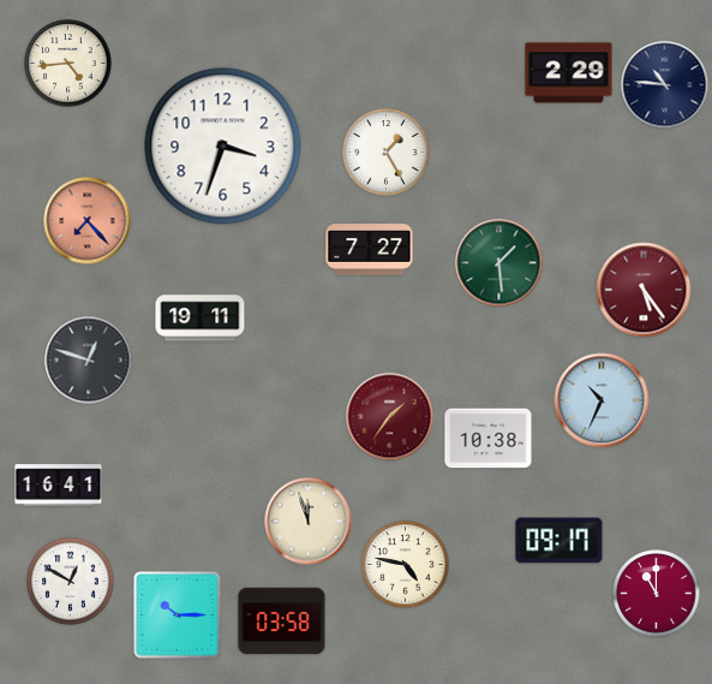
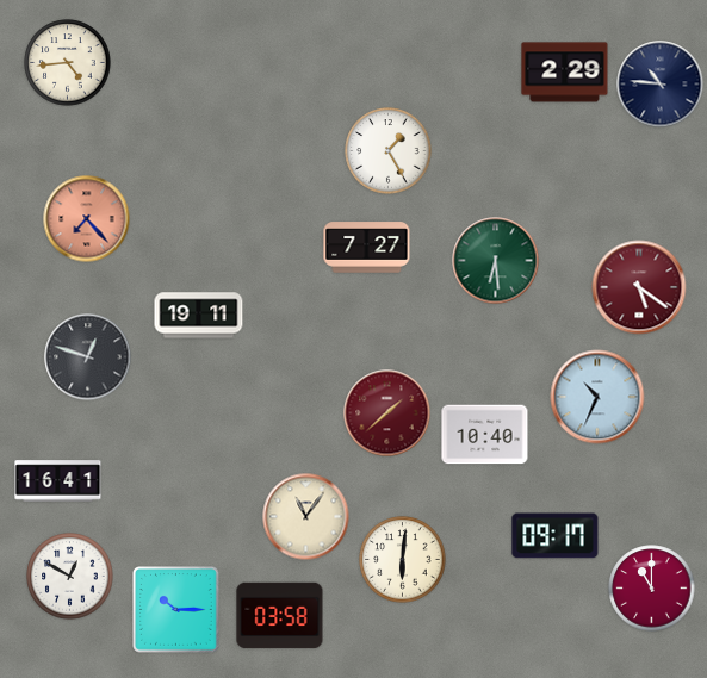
clock at (223, 147): 3:33 -> none
clock at (387, 153) position: (387, 153) -> (389, 151)
clock at (499, 263): 1:29 -> 6:29
clock at (644, 290): 5:24 -> 5:21
clock at (390, 417): 1:36 -> 1:38
clock at (489, 439): 10:38 -> 10:40
clock at (309, 522): 11:57 -> 11:06
clock at (406, 565): 4:47 -> 6:01
